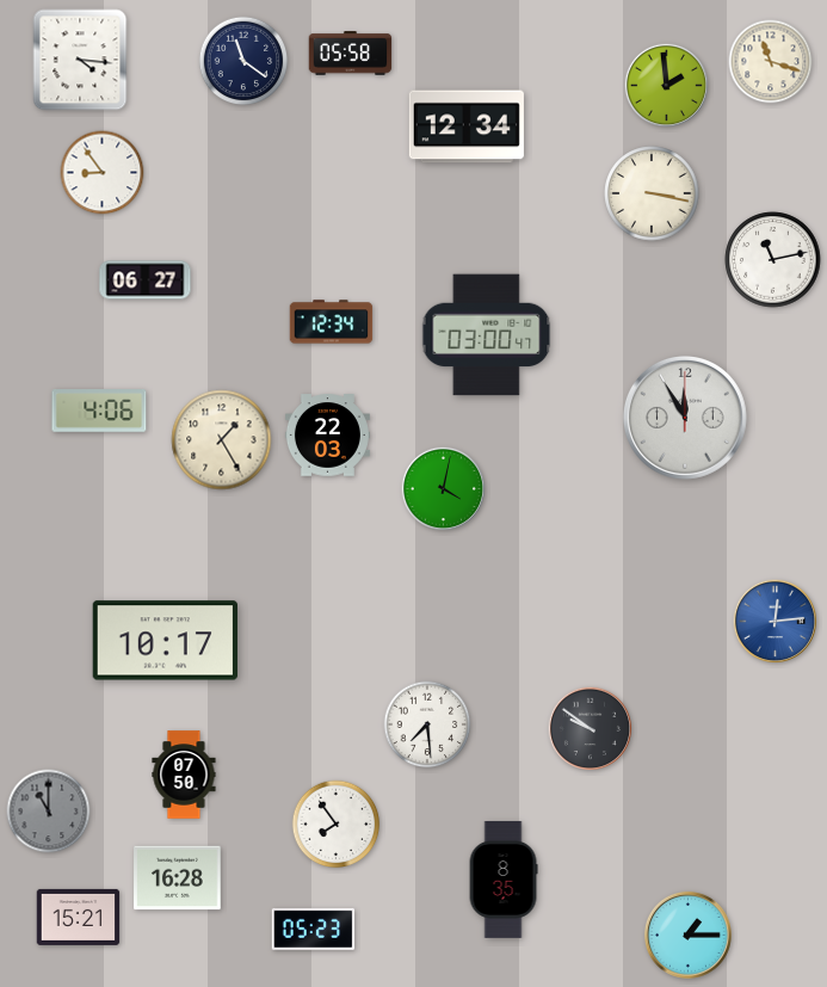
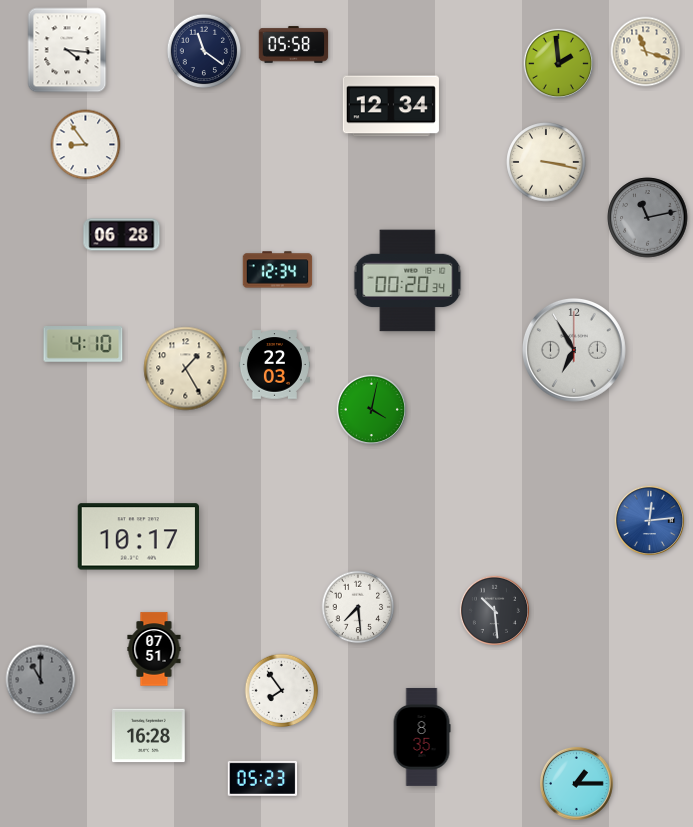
clock at (666, 85) position: (666, 85) -> (558, 63)
clock at (773, 260) dial: white -> grey
clock at (146, 280): 06:27 -> 06:28
clock at (487, 335): 03:00 -> 00:20
clock at (99, 412): 4:06 -> 4:10
clock at (685, 418): 11:55 -> 6:55
clock at (590, 728): 9:51 -> 10:29
clock at (184, 775): 07:50 -> 07:51
clock at (79, 917): 15:21 -> none
